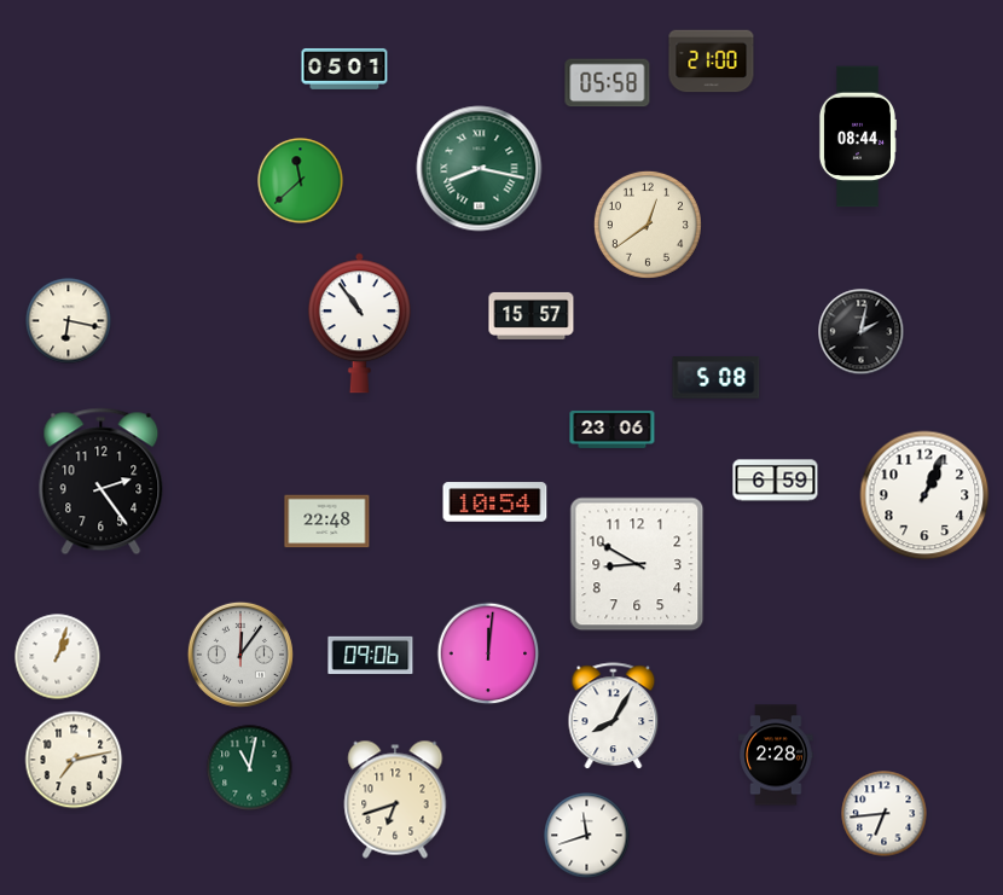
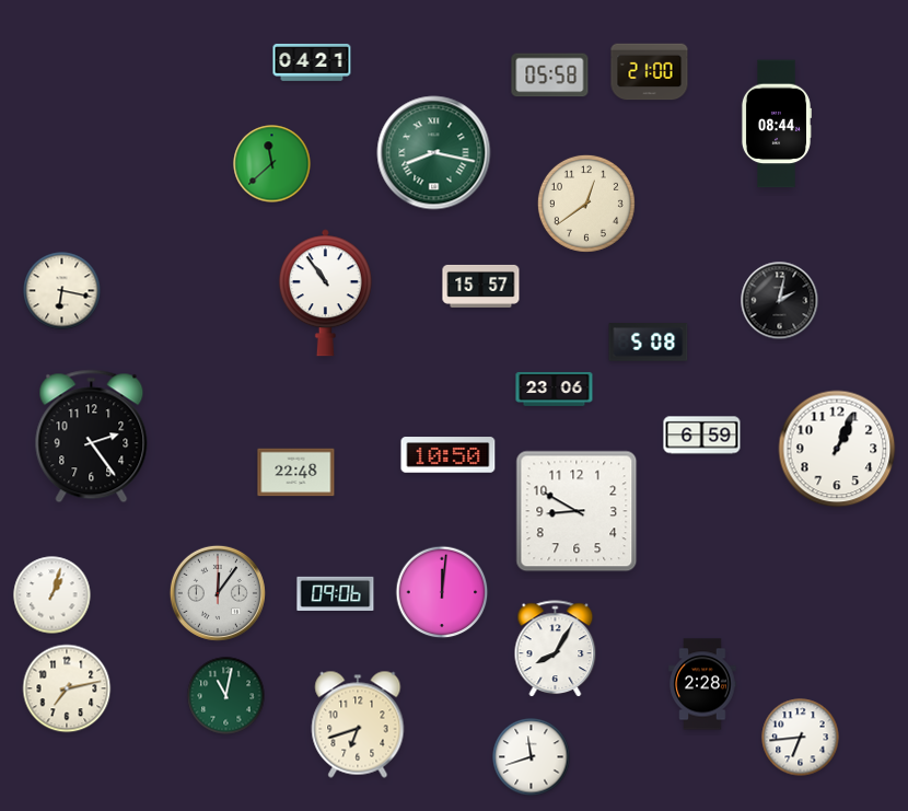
clock at (712, 62) position: (712, 62) -> (650, 72)
clock at (344, 69): 05:01 -> 04:21
clock at (495, 502): 10:54 -> 10:50
